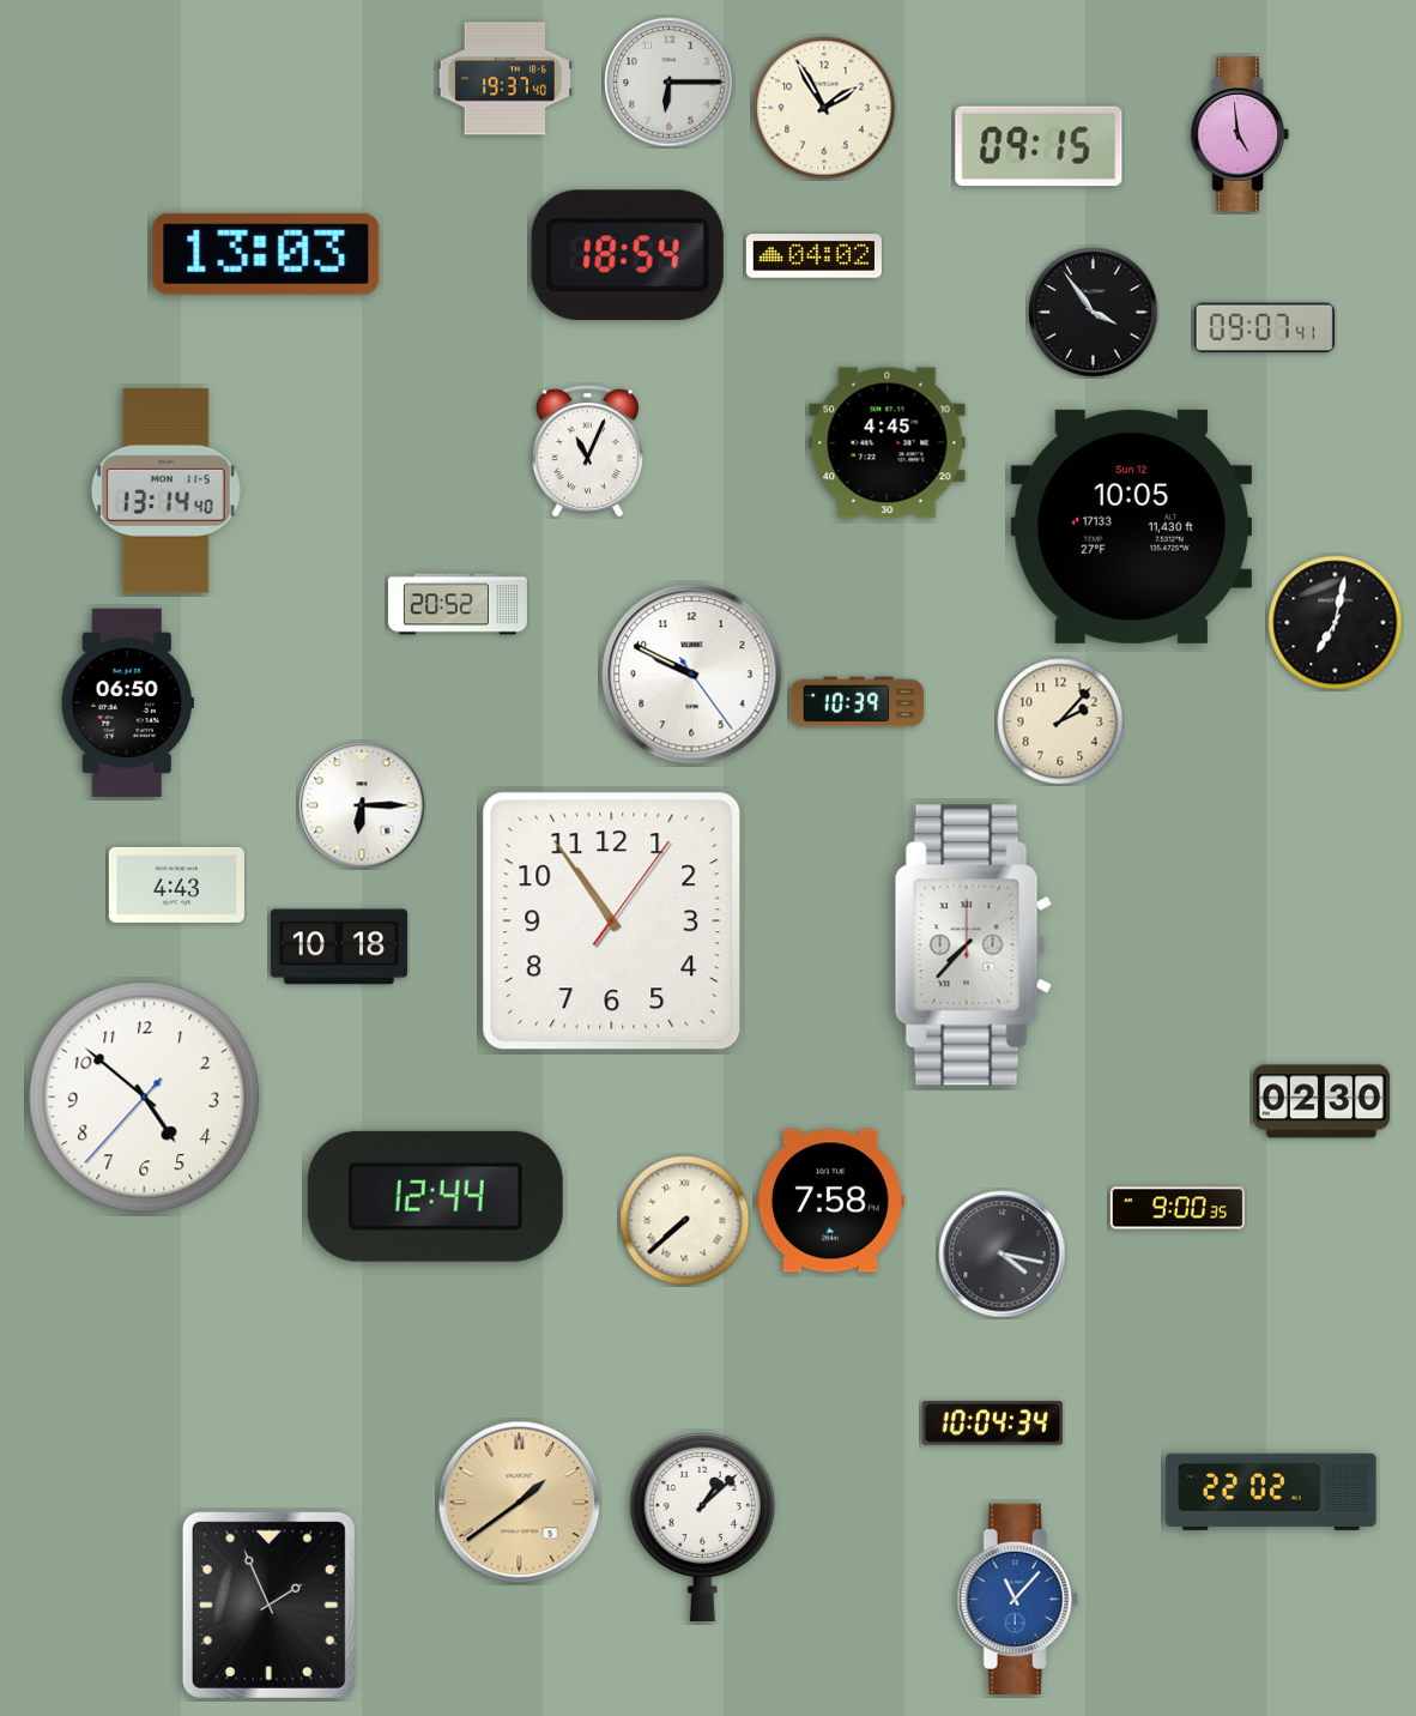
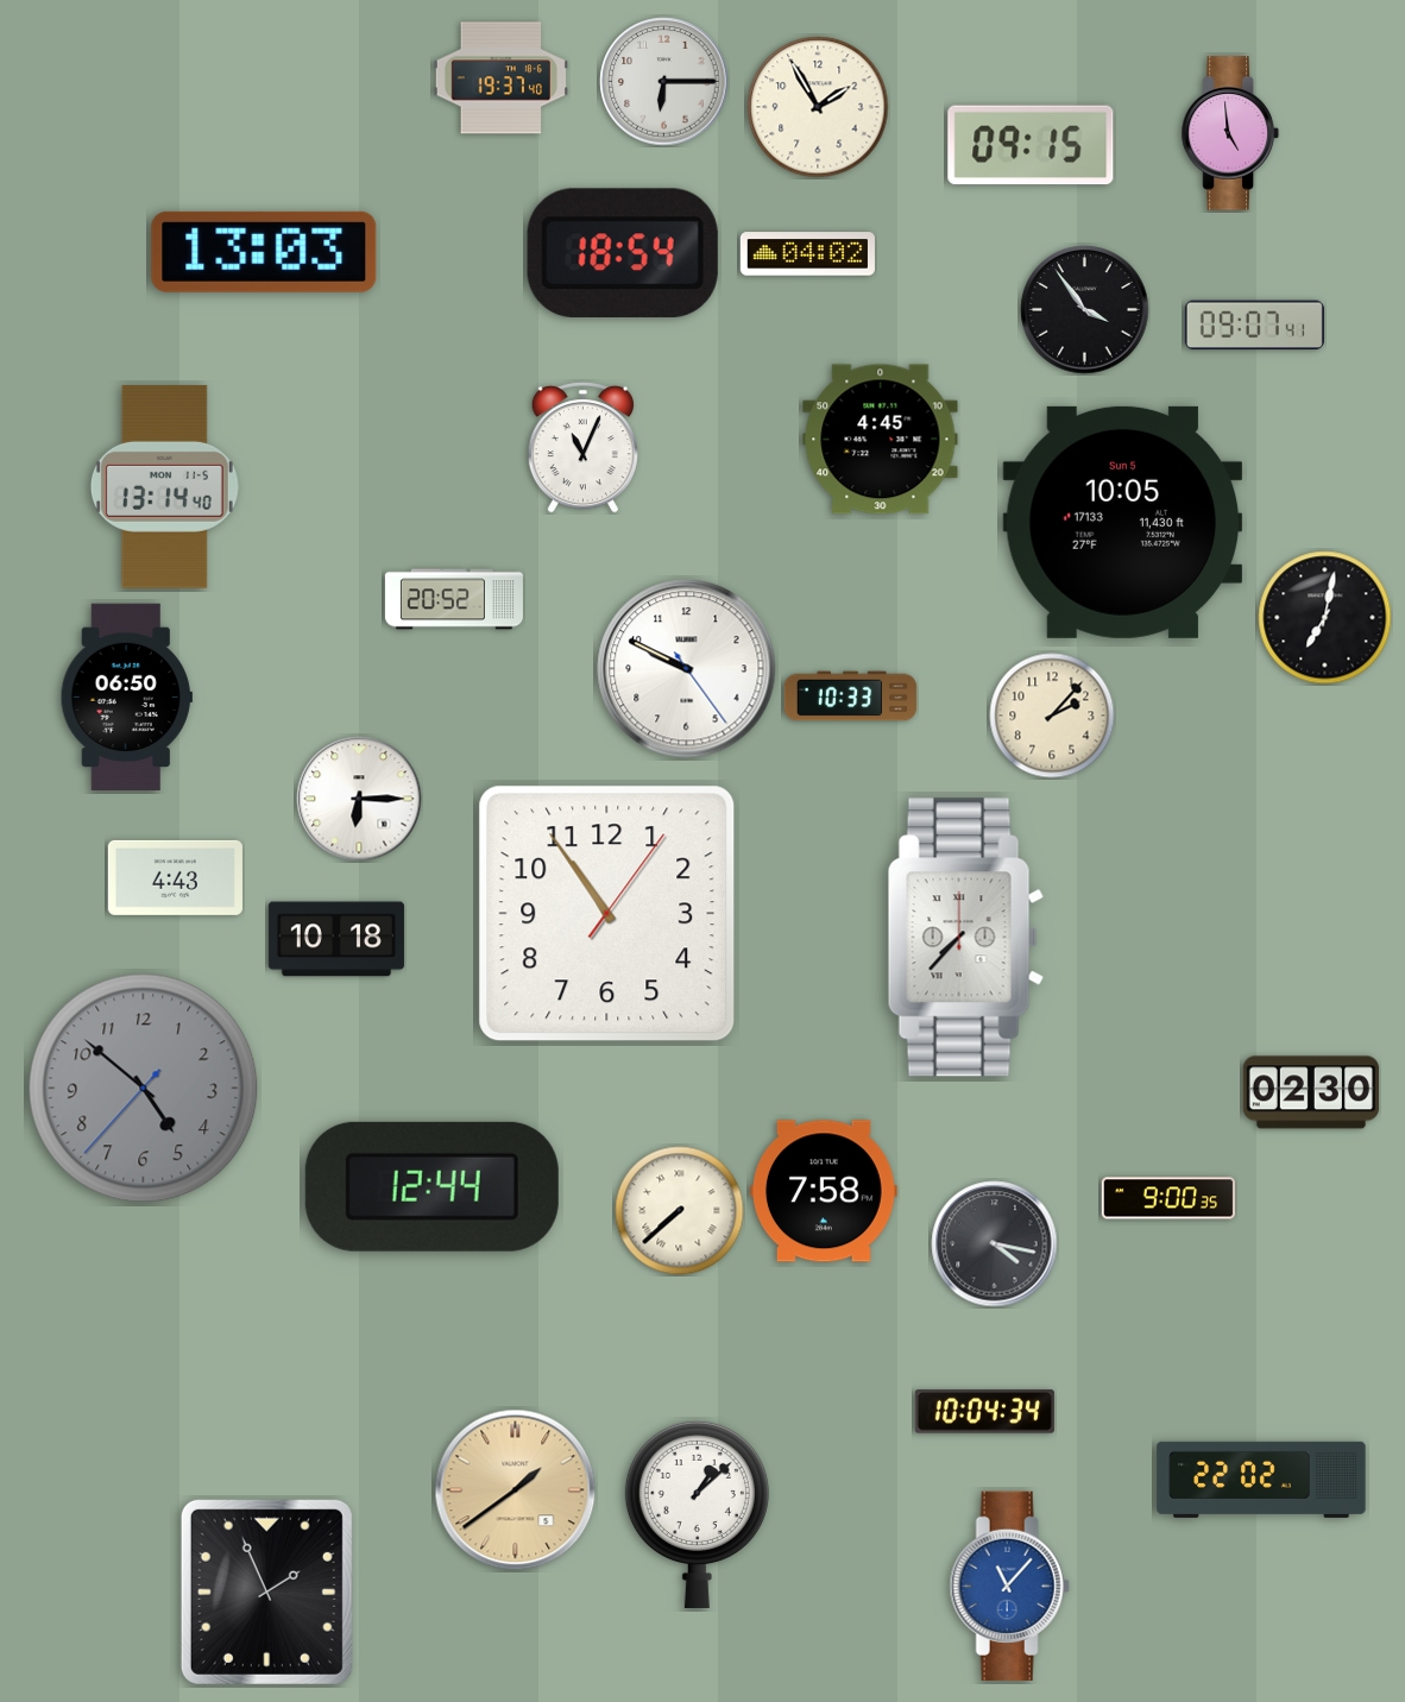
clock at (1132, 526) date: Sun 12 -> Sun 5
clock at (858, 702): 10:39 -> 10:33
clock at (145, 1098) dial: white -> grey
